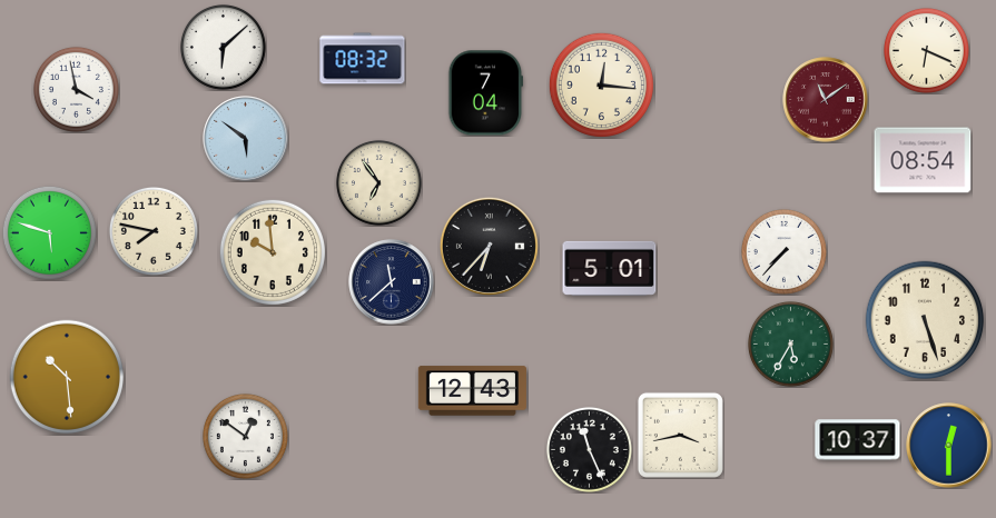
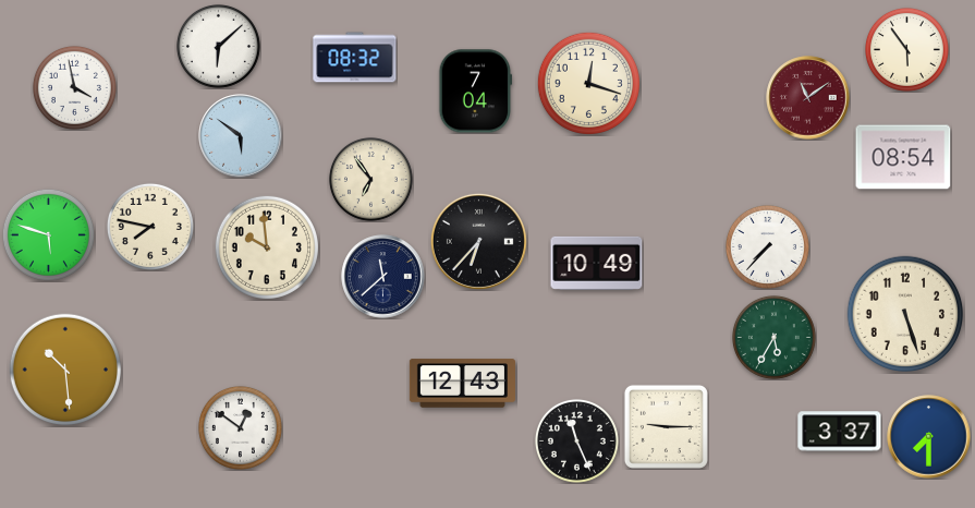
clock at (926, 50): 6:19 -> 5:54
clock at (601, 84): 12:16 -> 12:18
clock at (49, 232) position: (49, 232) -> (48, 234)
clock at (610, 268): 5:01 -> 10:49
clock at (680, 435): 3:43 -> 9:15
clock at (858, 440): 10:37 -> 3:37
clock at (949, 446): 12:30 -> 7:30
